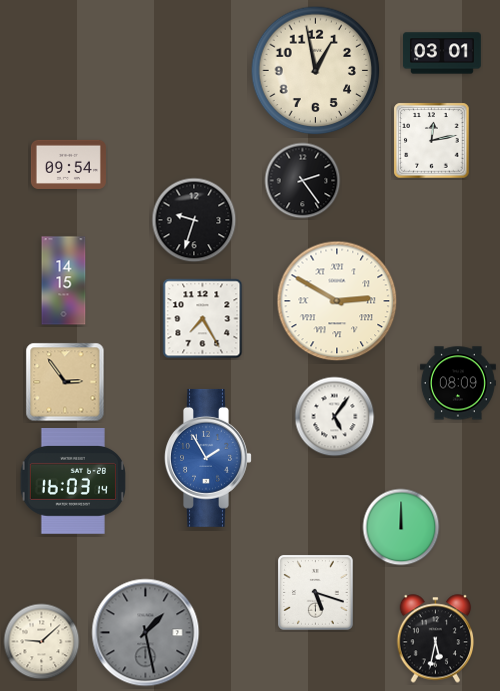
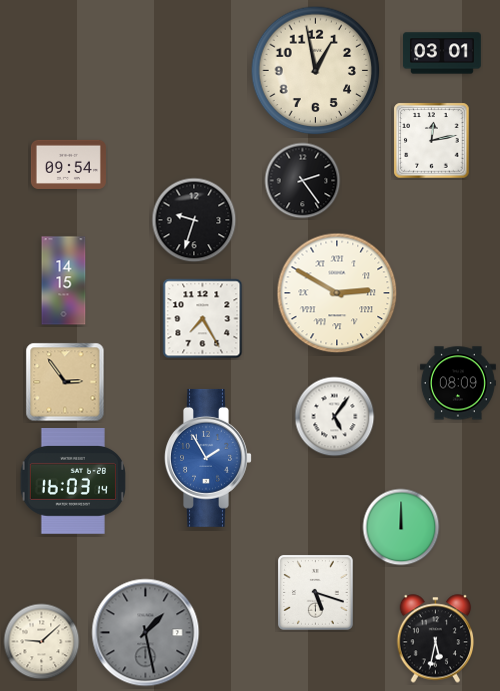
clock at (337, 301) position: (337, 301) -> (337, 293)
